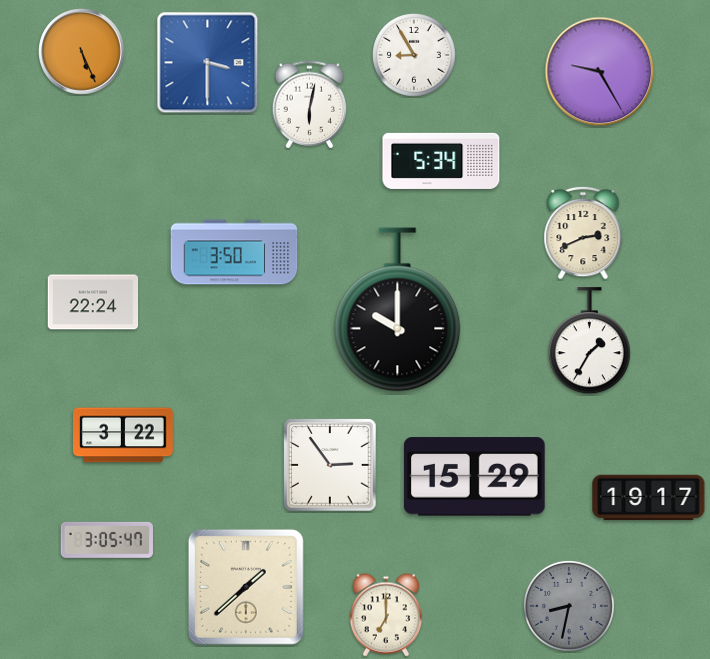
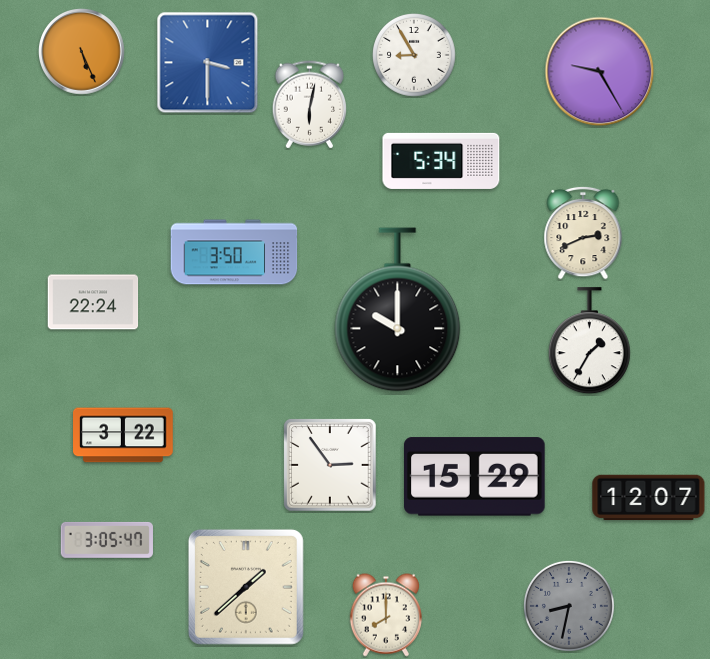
clock at (649, 498): 19:17 -> 12:07
clock at (386, 615): 7:00 -> 8:00
